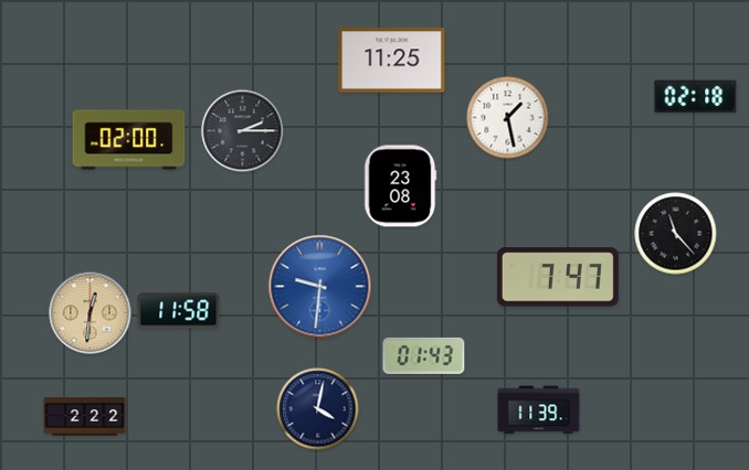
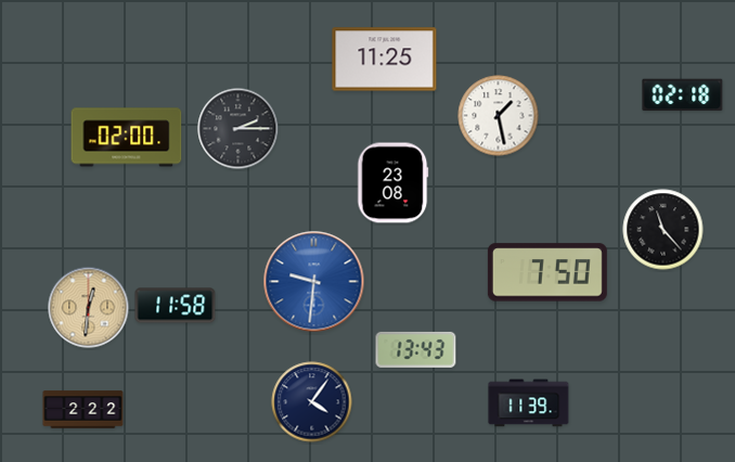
clock at (558, 277): 7:47 -> 7:50
clock at (424, 355): 01:43 -> 13:43
clock at (318, 409): 4:02 -> 4:06
